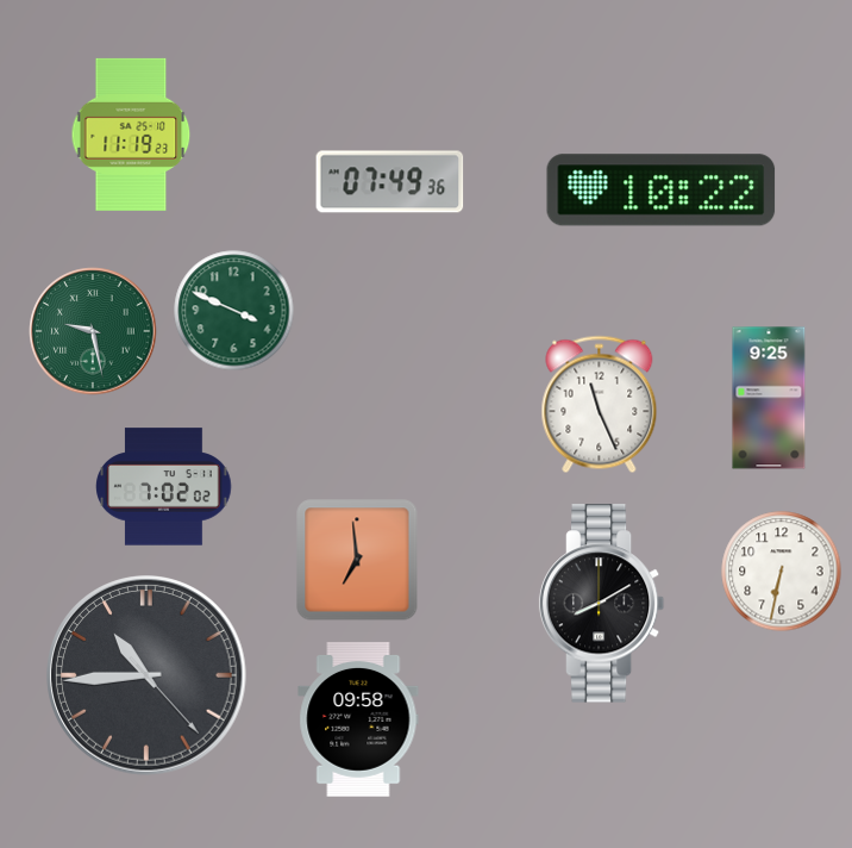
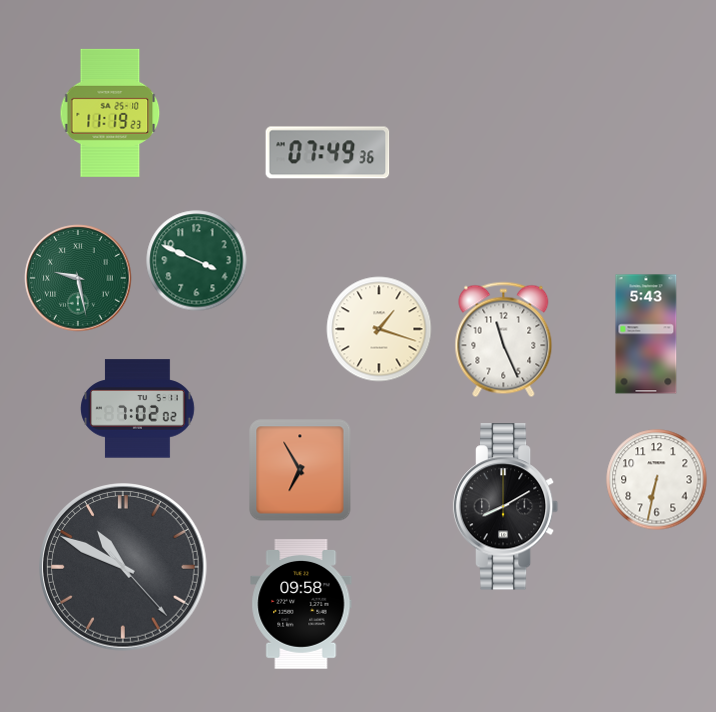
clock at (662, 191): 10:22 -> none
clock at (379, 329): none -> 1:18
clock at (769, 398): 9:25 -> 5:43
clock at (357, 560): 6:59 -> 6:55
clock at (146, 675): 10:44 -> 10:49
